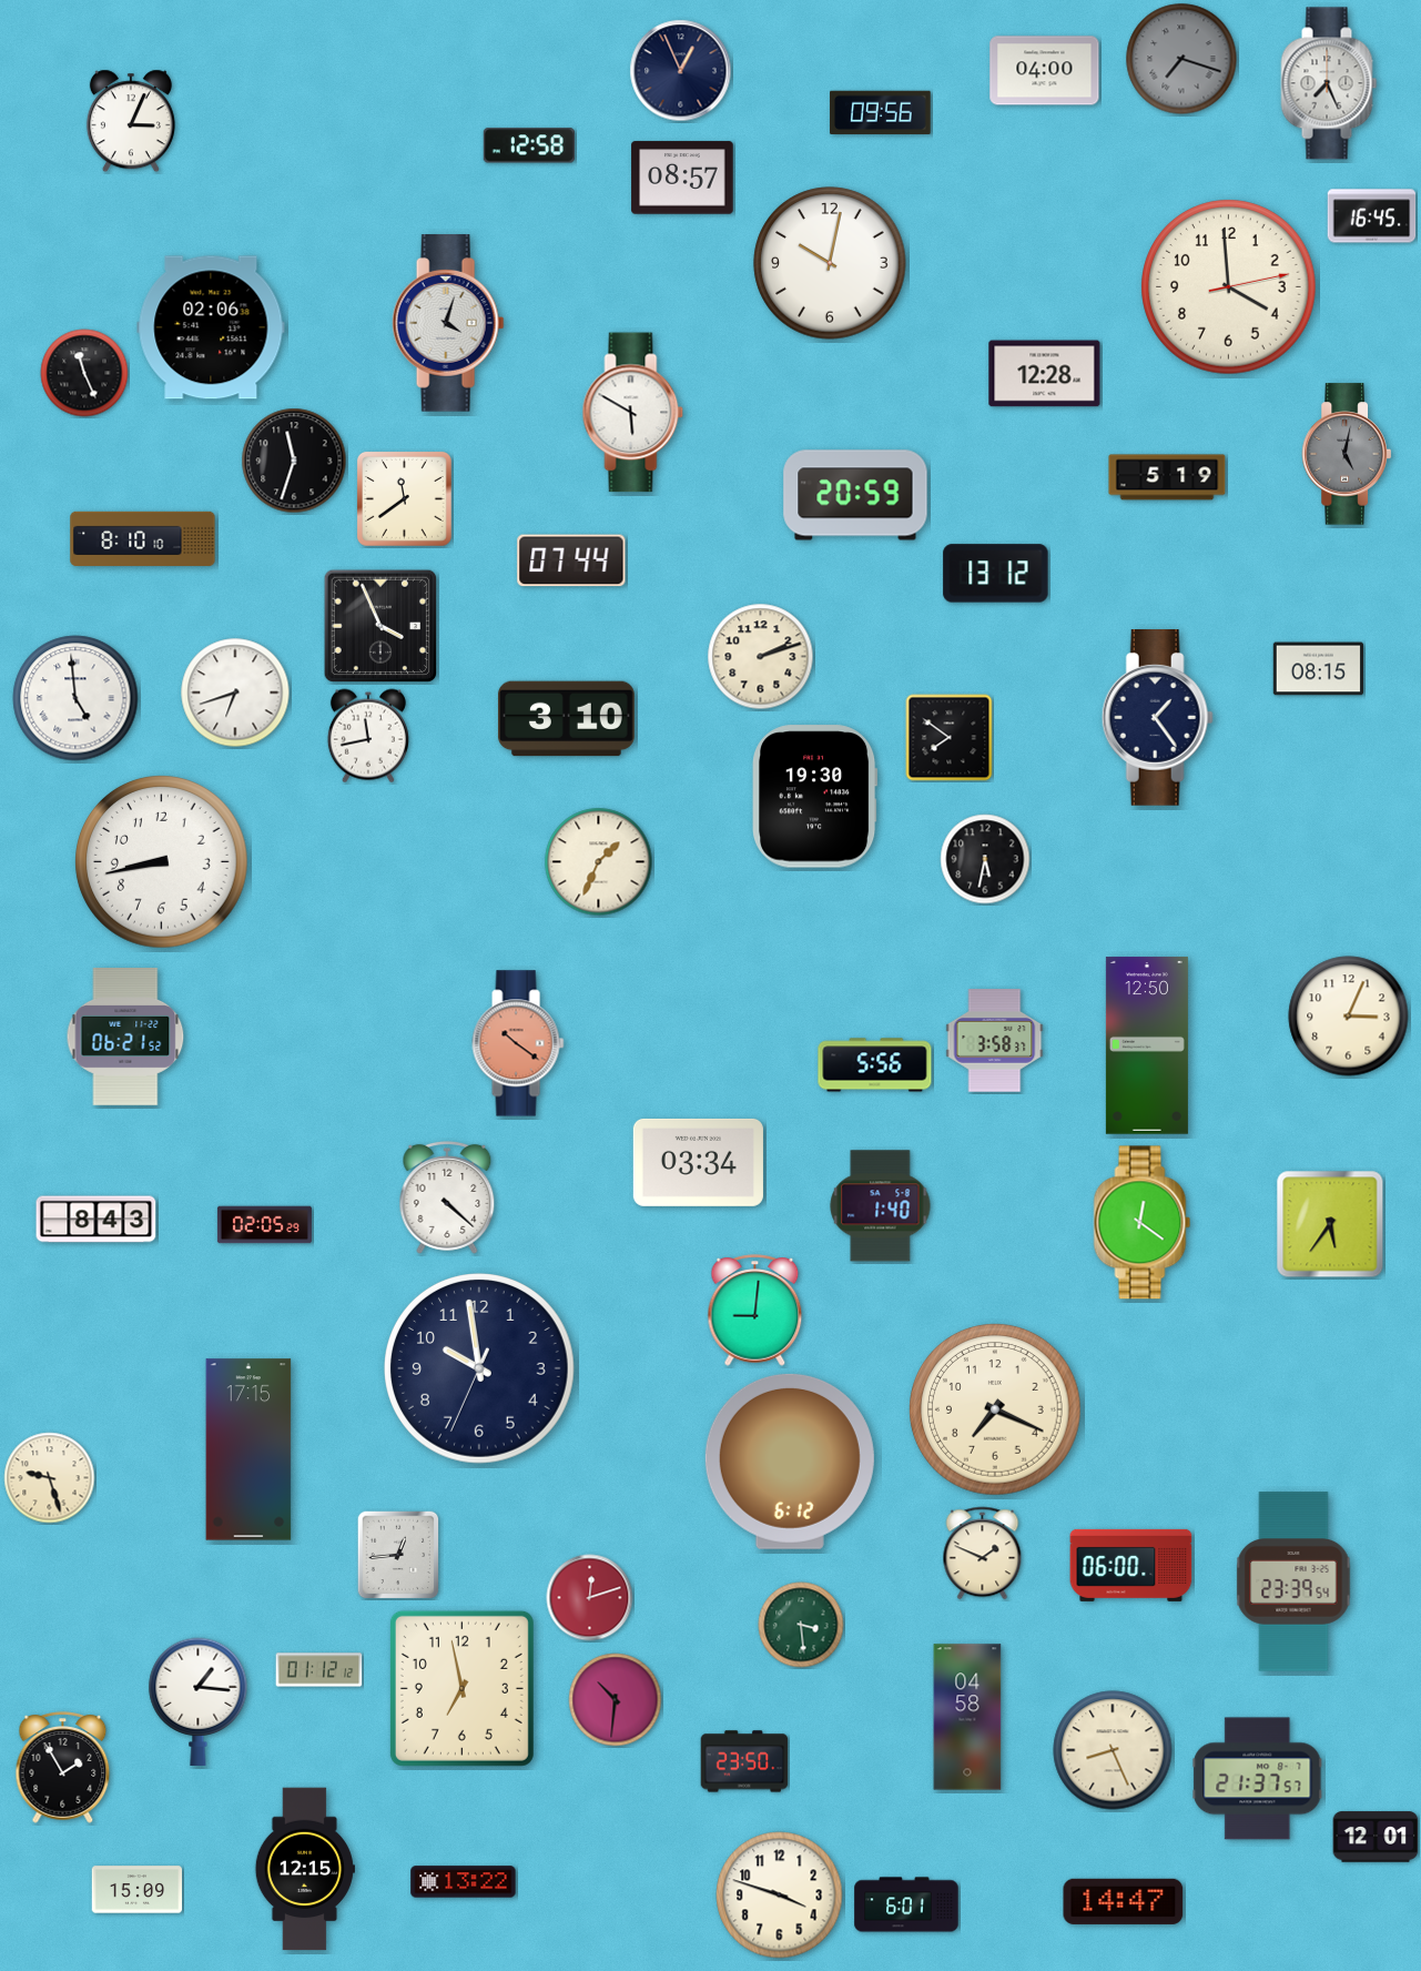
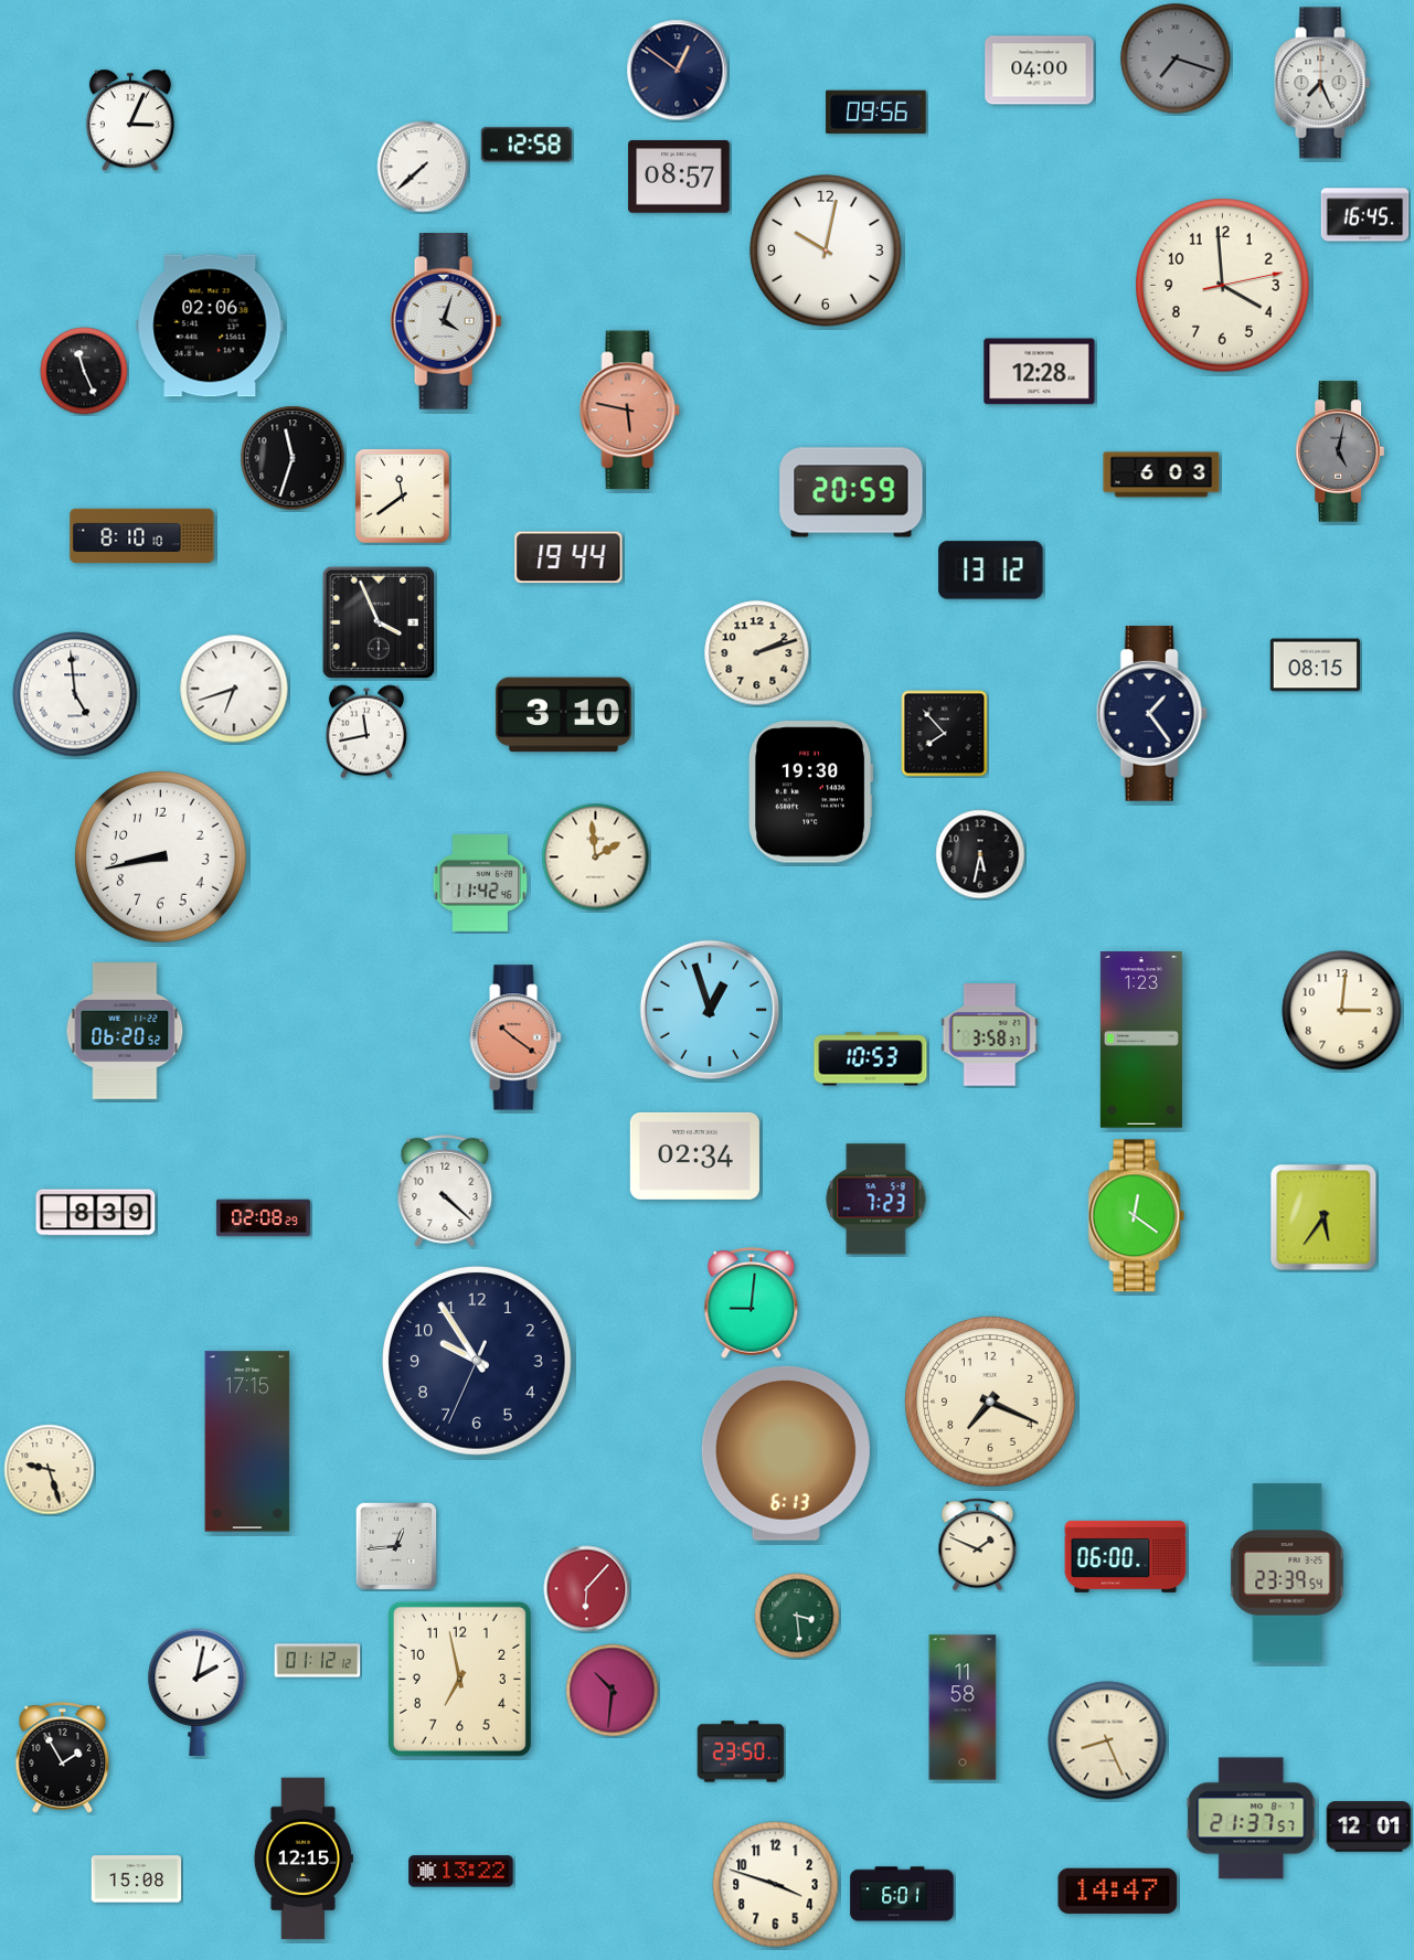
clock at (681, 71): 12:56 -> 12:51
clock at (423, 167): none -> 7:38
clock at (830, 263) position: (830, 263) -> (826, 251)
clock at (633, 413): 5:50 -> 5:47
clock at (633, 413) dial: white -> salmon
clock at (1167, 477): 5:19 -> 6:03
clock at (571, 560): 07:44 -> 19:44
clock at (1319, 669) position: (1319, 669) -> (1316, 665)
clock at (950, 738): 7:51 -> 7:53
clock at (599, 862): 1:34 -> 1:59
clock at (480, 883): none -> 11:42
clock at (709, 1009): none -> 12:57
clock at (1349, 1017): 3:04 -> 3:01
clock at (125, 1038): 06:21 -> 06:20
clock at (1147, 1045): 12:50 -> 1:23
clock at (875, 1065): 5:56 -> 10:53
clock at (698, 1162): 03:34 -> 02:34
clock at (881, 1206): 1:40 -> 7:23
clock at (97, 1220): 8:43 -> 8:39
clock at (264, 1225): 02:05 -> 02:08
clock at (480, 1369): 9:58 -> 9:54
clock at (790, 1462): 6:12 -> 6:13
clock at (590, 1598): 12:12 -> 6:07
clock at (199, 1701): 1:16 -> 2:02
clock at (967, 1717): 04:58 -> 11:58
clock at (1258, 1779) position: (1258, 1779) -> (1252, 1819)
clock at (138, 1890): 15:09 -> 15:08
